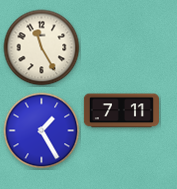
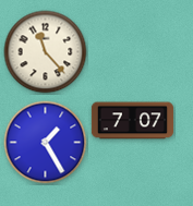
clock at (42, 48): 11:25 -> 11:23
clock at (121, 111): 7:11 -> 7:07
